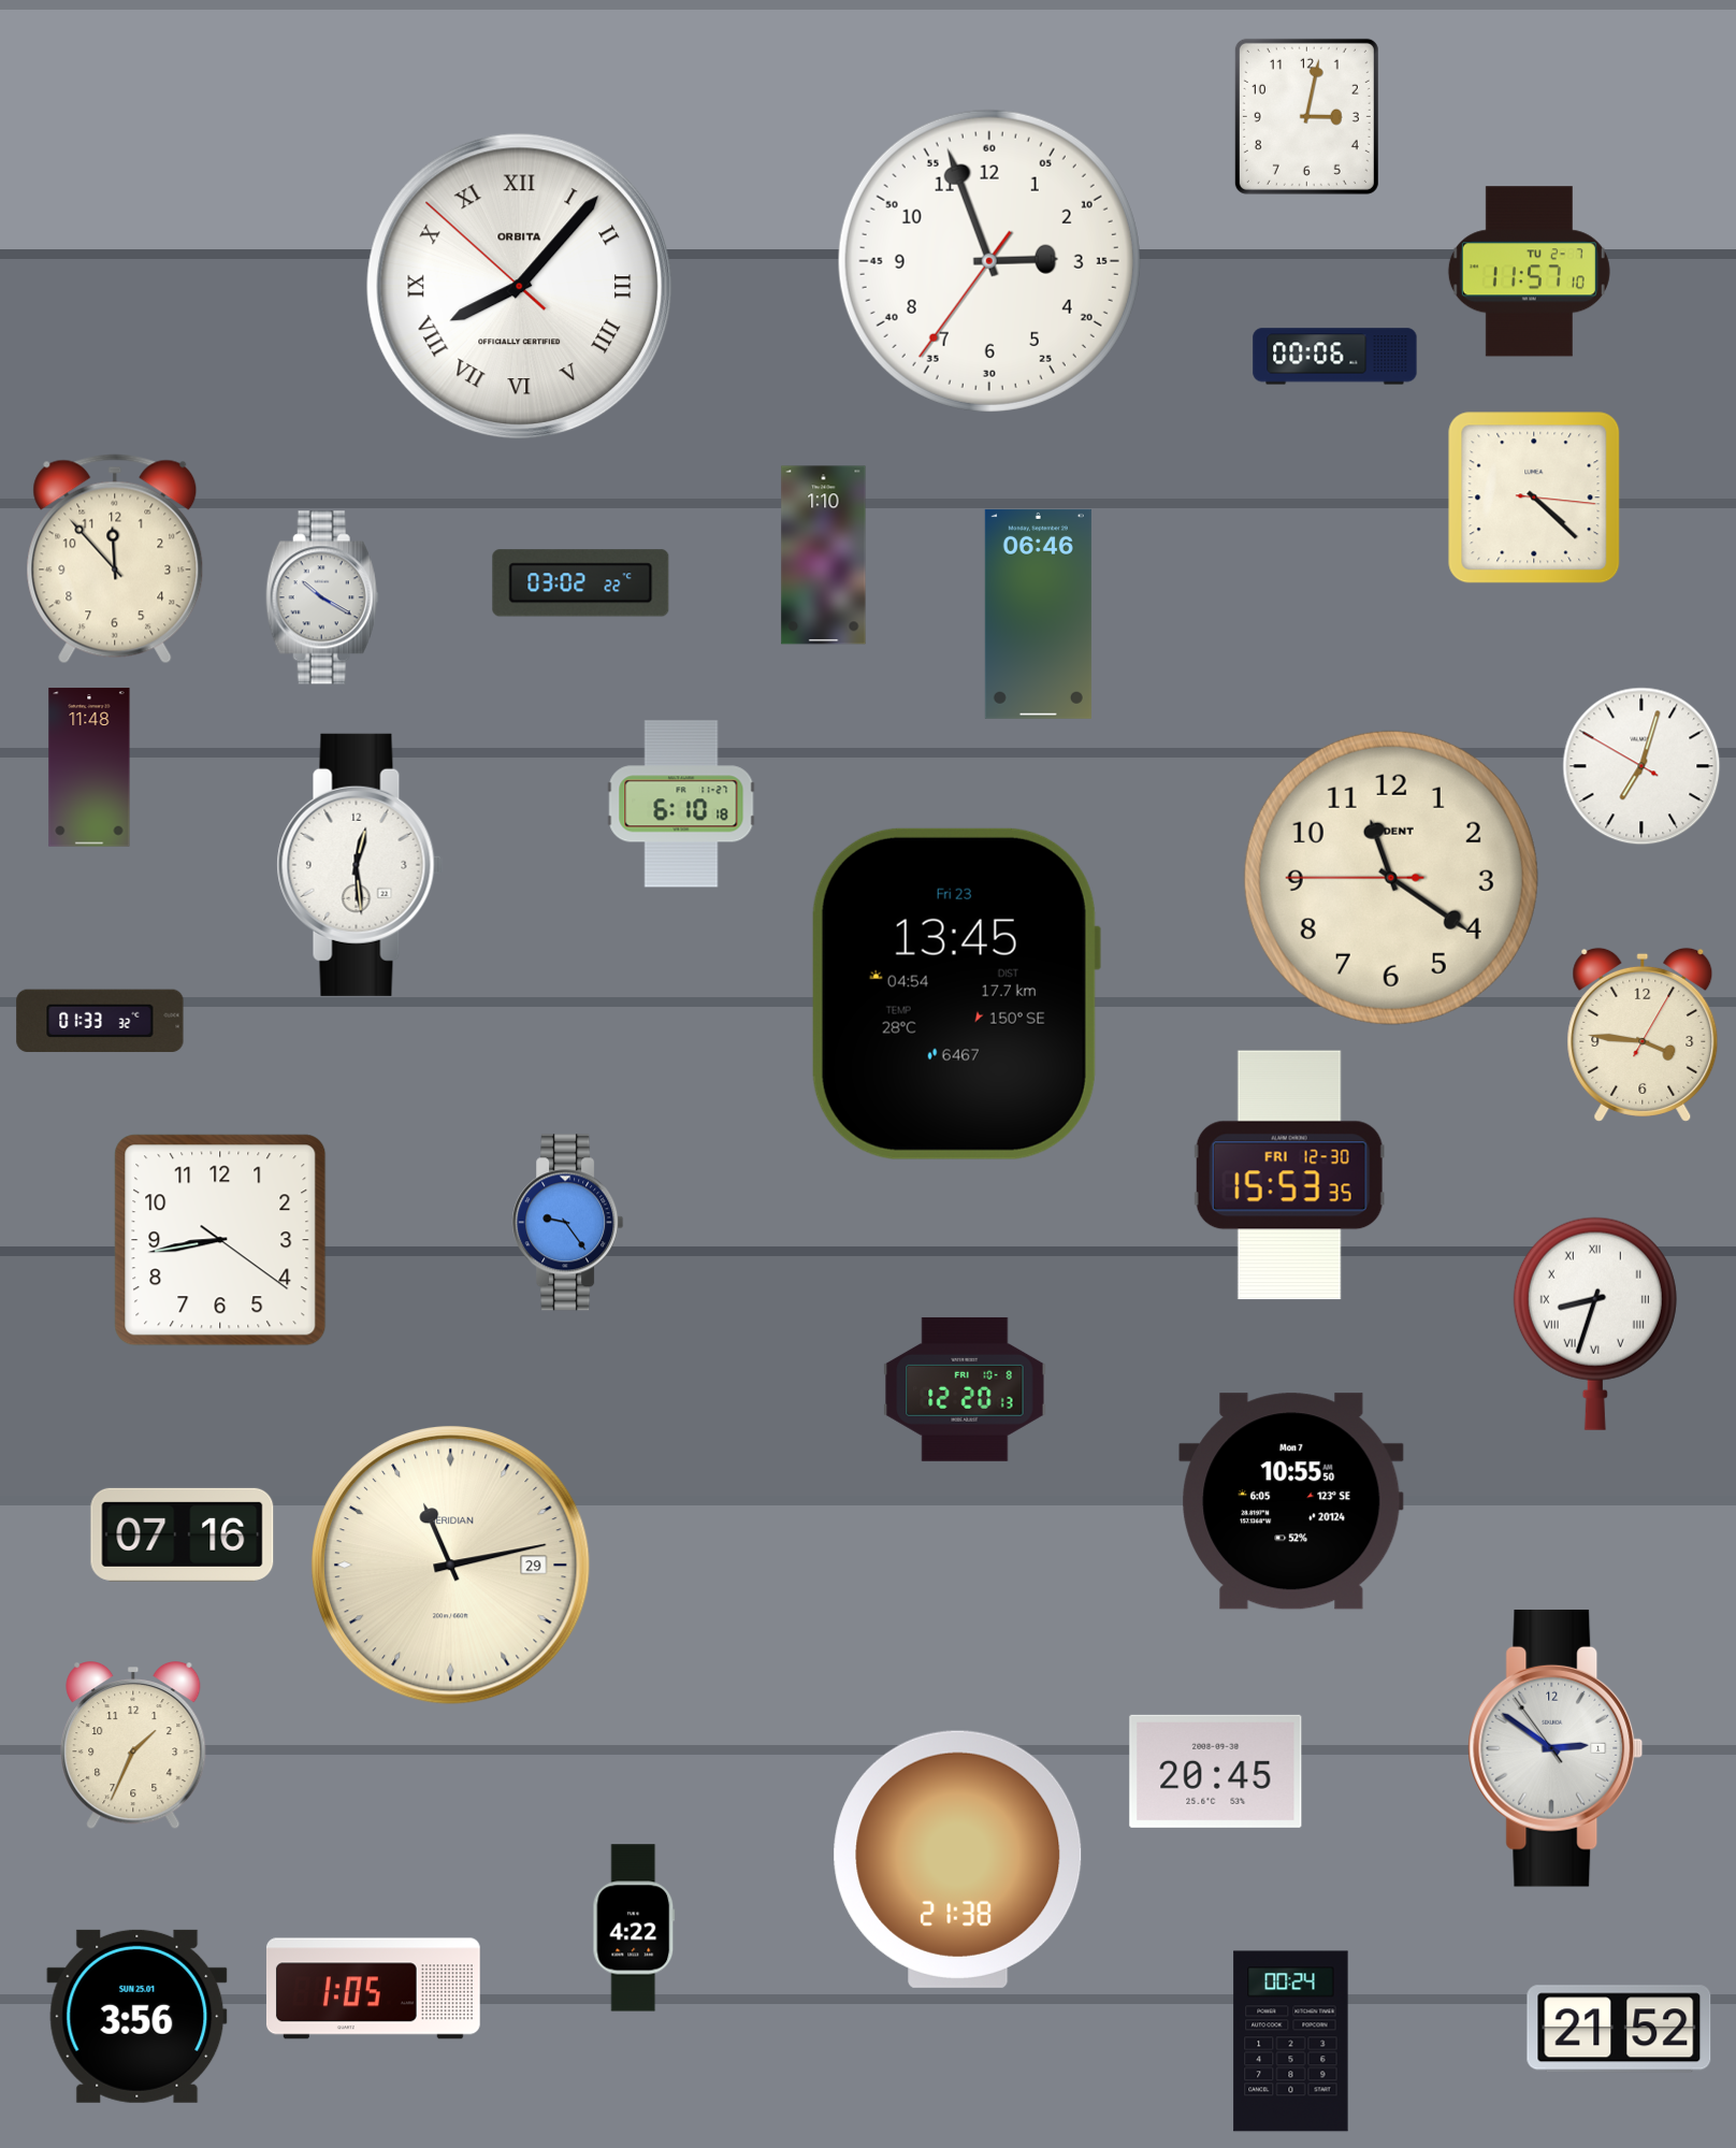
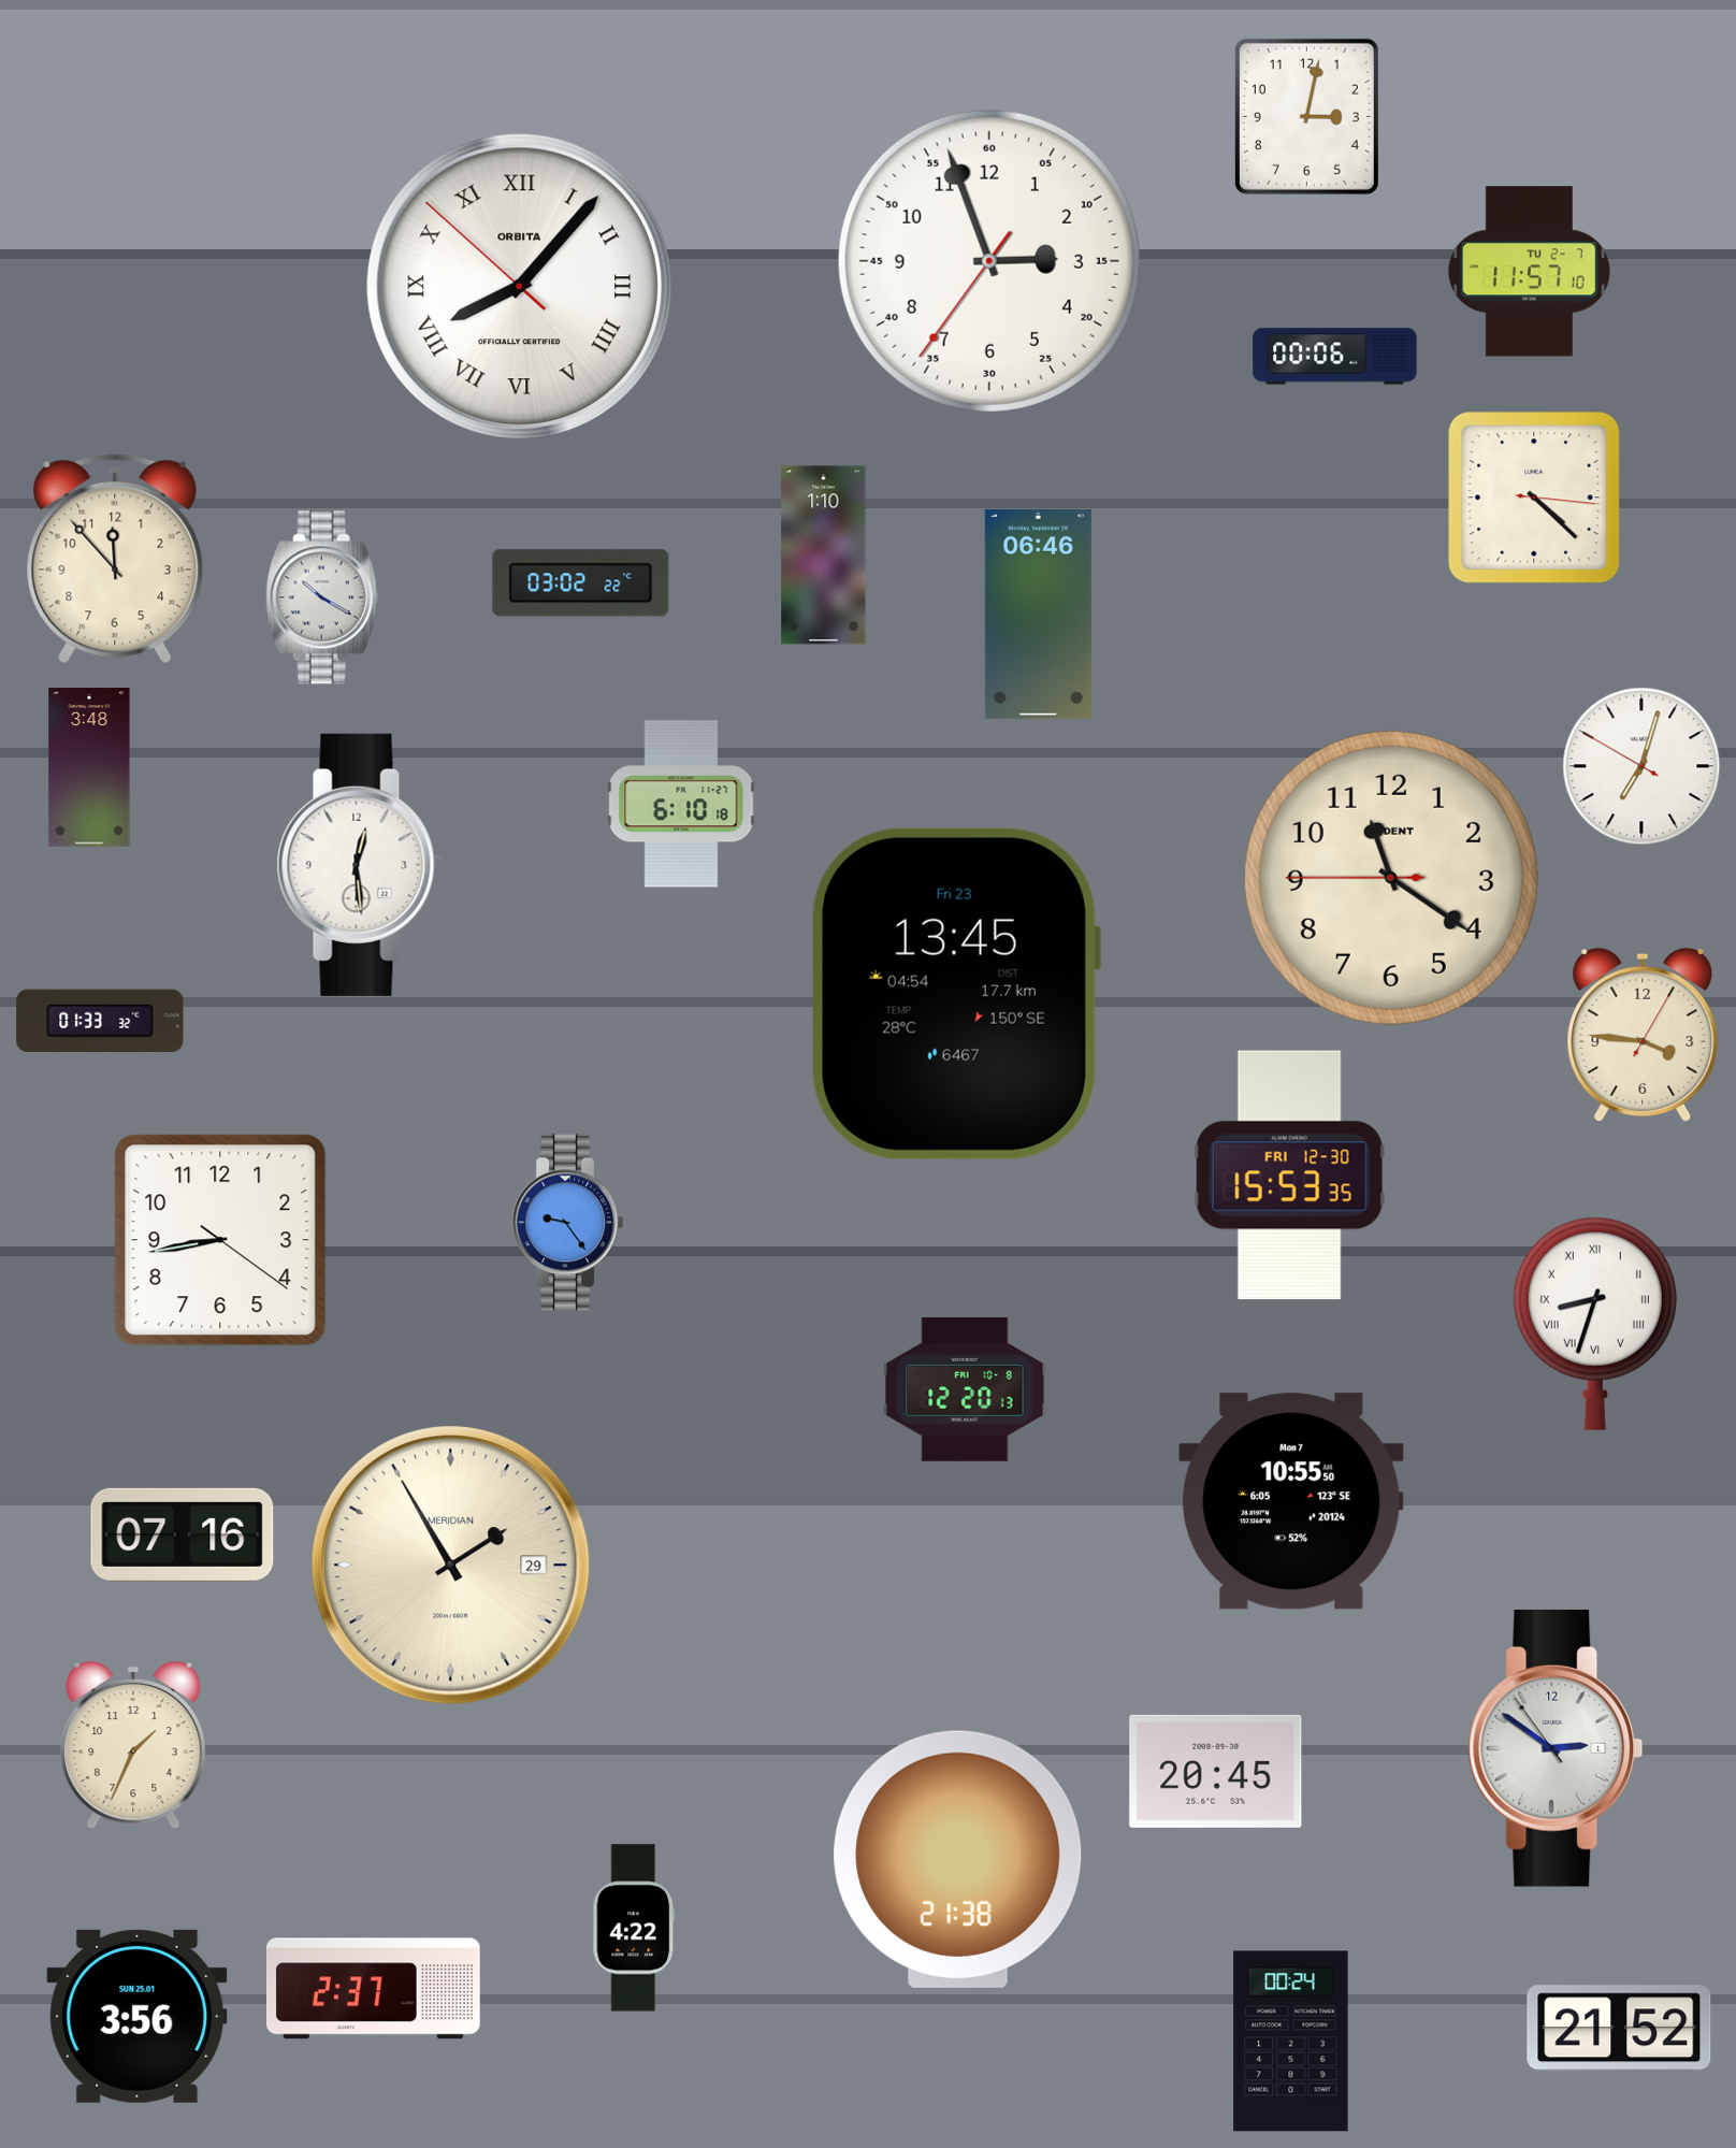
clock at (89, 767): 11:48 -> 3:48
clock at (451, 1566): 11:13 -> 1:55
clock at (373, 1989): 1:05 -> 2:37
